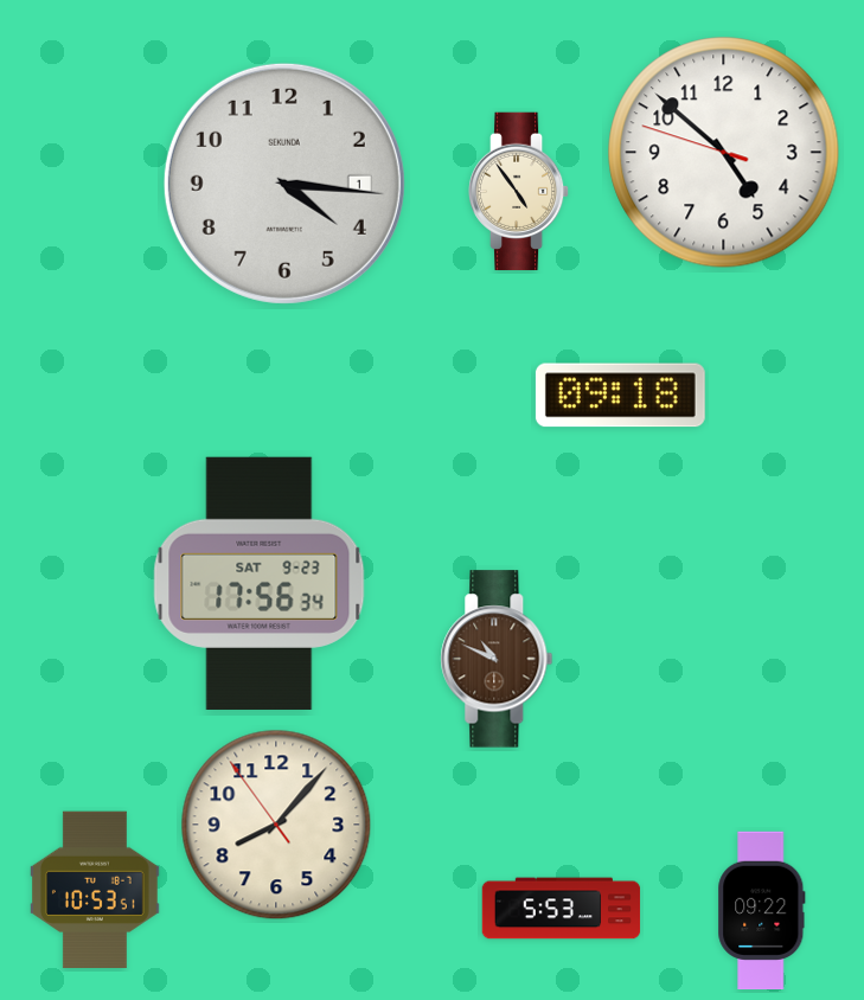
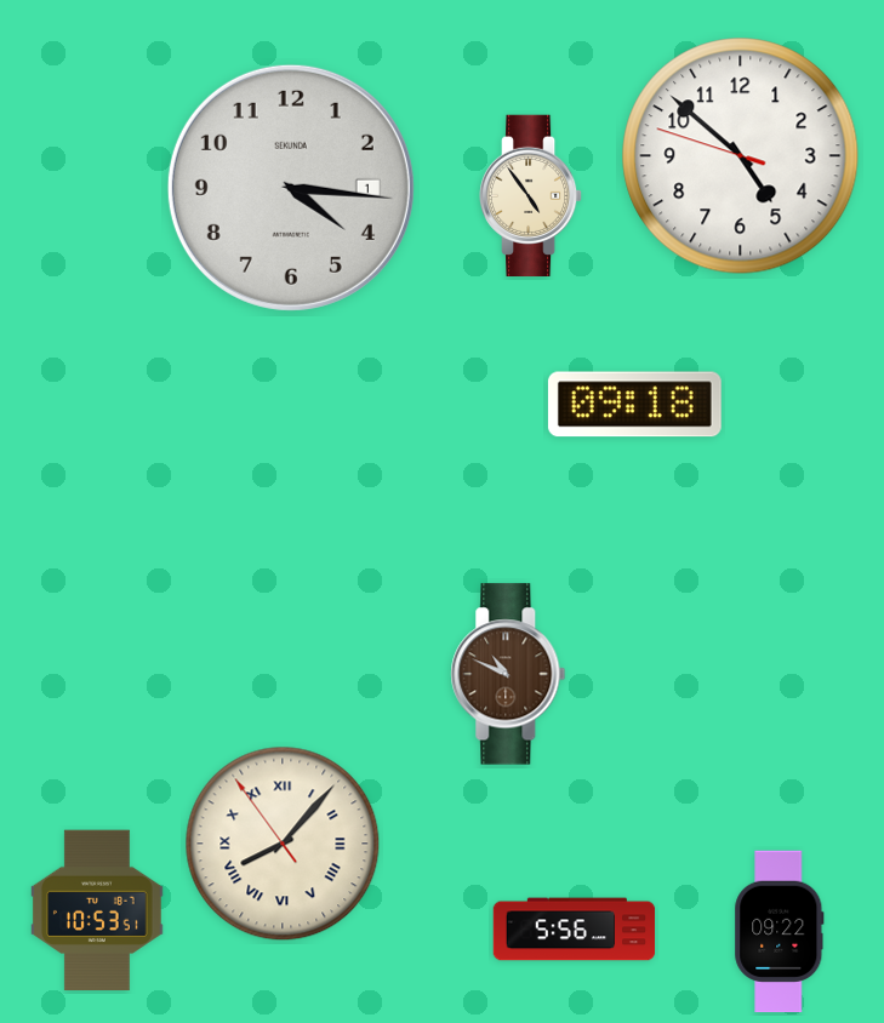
clock at (260, 583): 17:56 -> none
clock at (276, 825) numerals: Arabic -> Roman
clock at (562, 909): 5:53 -> 5:56
